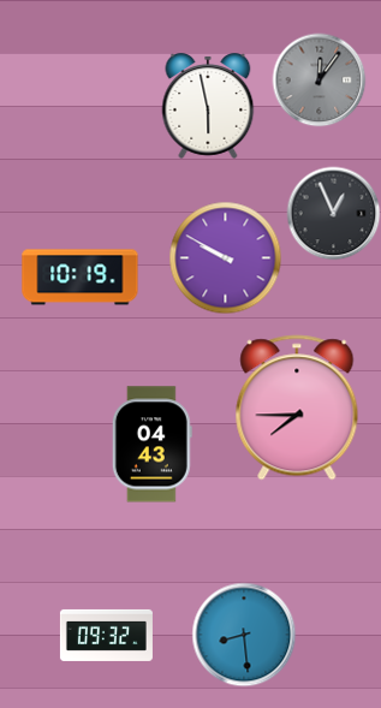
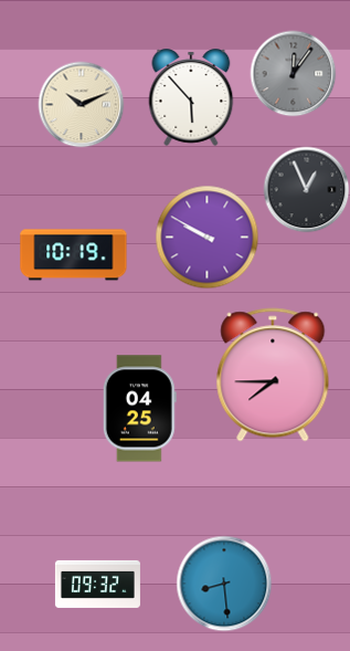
clock at (208, 106): 5:58 -> 5:53
clock at (81, 104): none -> 10:11
clock at (333, 213) position: (333, 213) -> (306, 189)
clock at (151, 445): 04:43 -> 04:25
